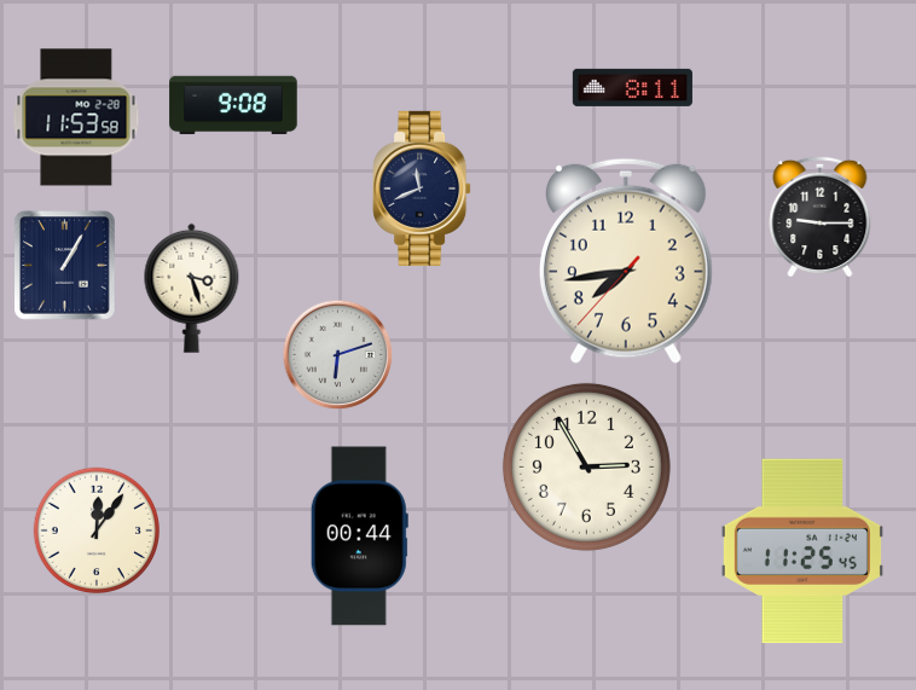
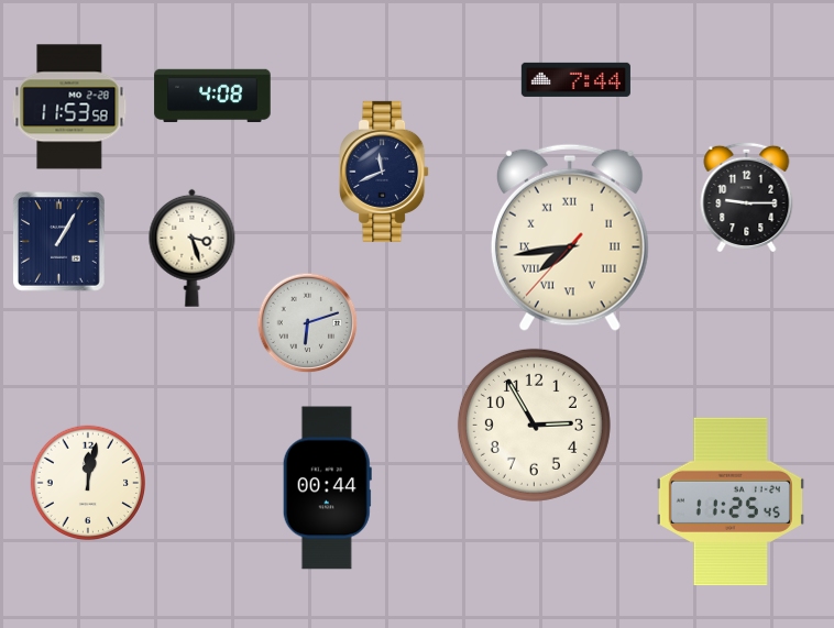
clock at (632, 87): 8:11 -> 7:44
clock at (233, 105): 9:08 -> 4:08
clock at (626, 261) numerals: Arabic -> Roman
clock at (192, 288) position: (192, 288) -> (193, 247)
clock at (95, 529): 12:06 -> 12:02
